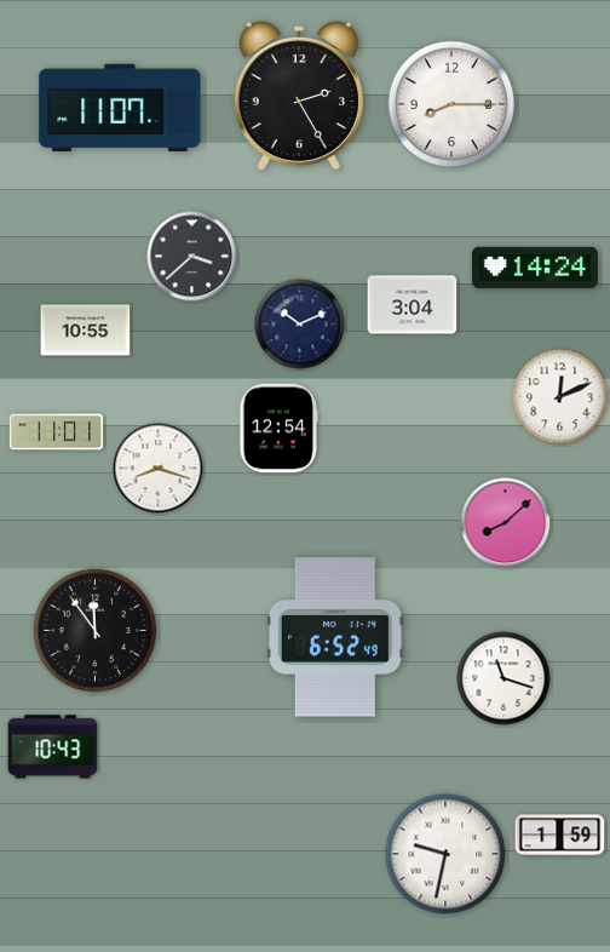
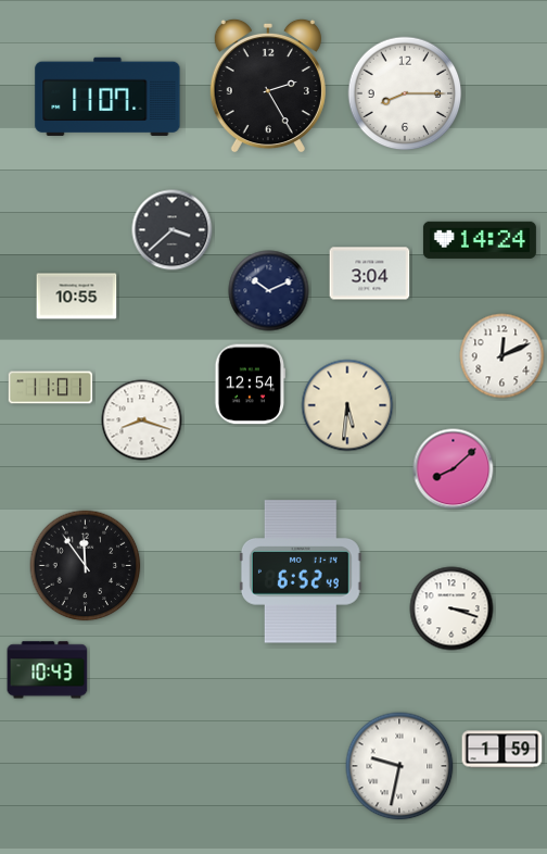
clock at (347, 405): none -> 5:31
clock at (503, 678): 11:18 -> 3:18
